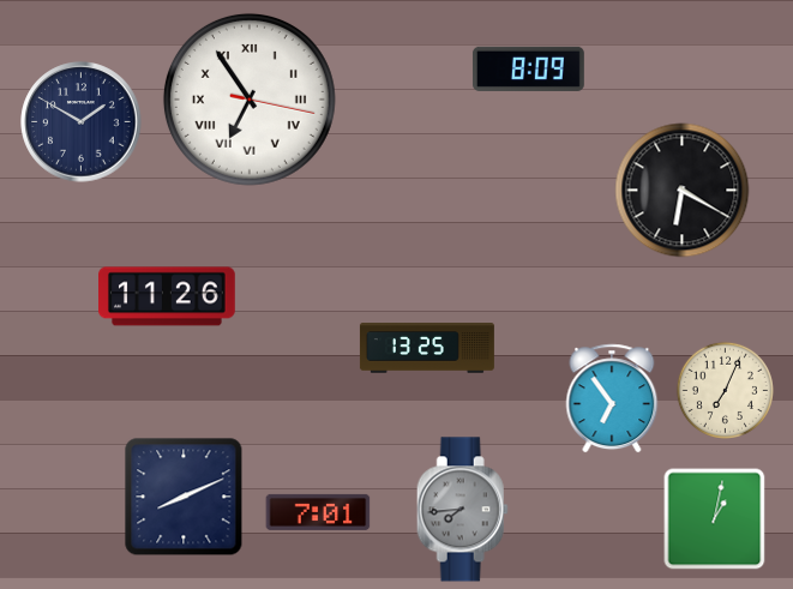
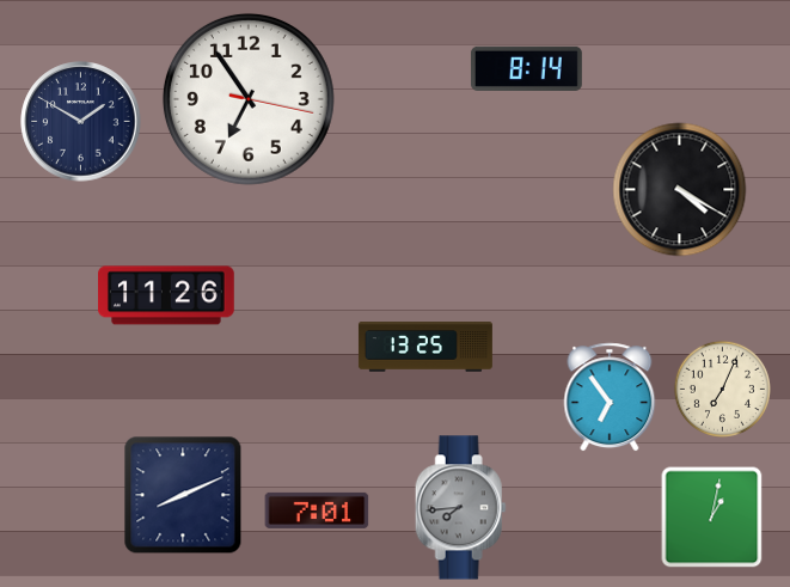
clock at (528, 68): 8:09 -> 8:14
clock at (250, 100) numerals: Roman -> Arabic
clock at (683, 191): 6:20 -> 4:20
